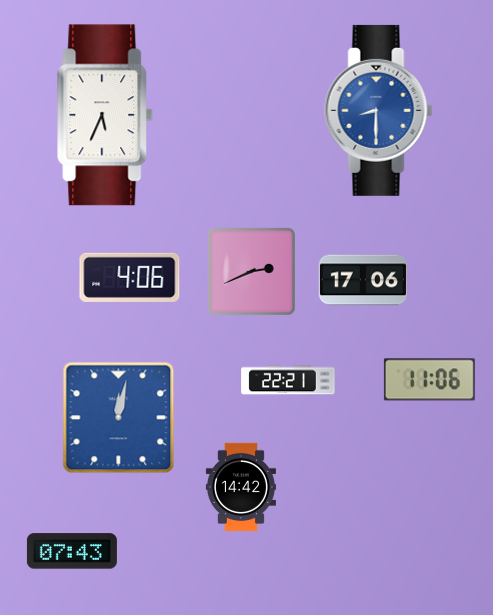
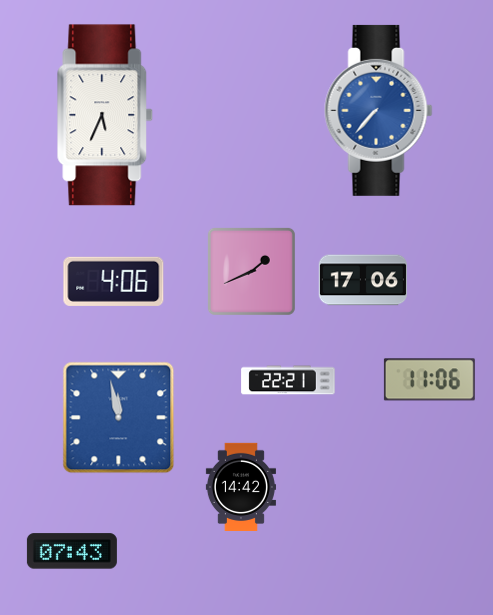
clock at (379, 110): 8:30 -> 7:37
clock at (251, 271): 2:41 -> 1:41
clock at (130, 277) position: (130, 277) -> (114, 281)
clock at (119, 418): 12:02 -> 11:58
